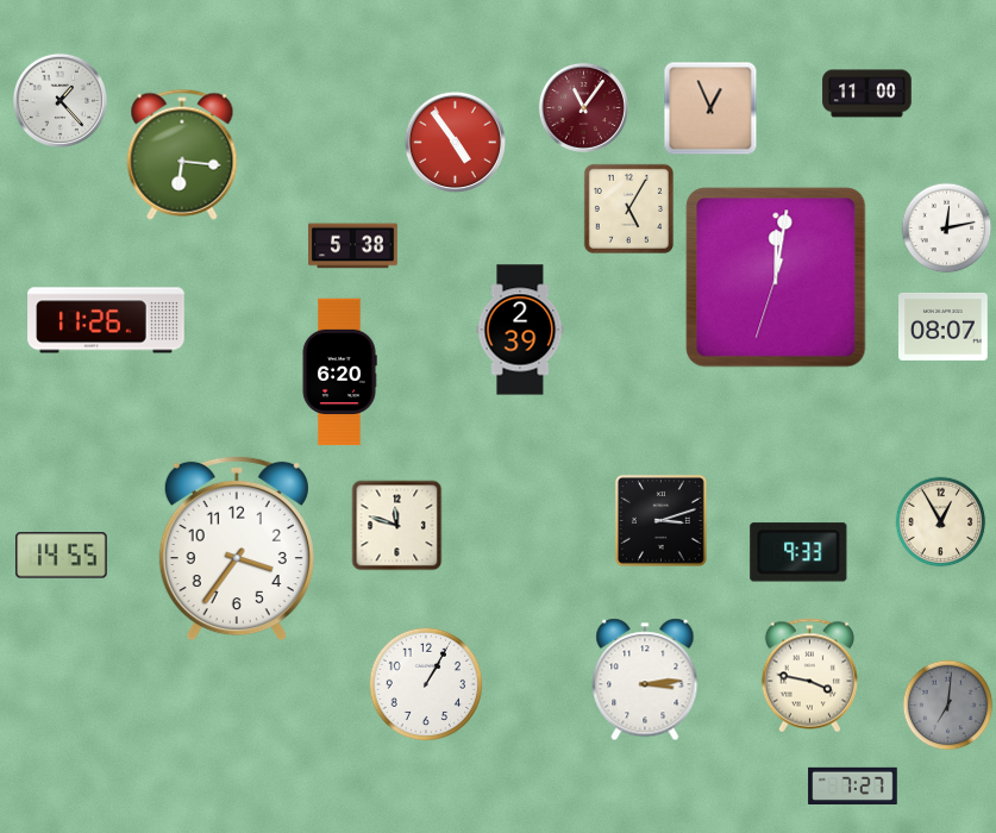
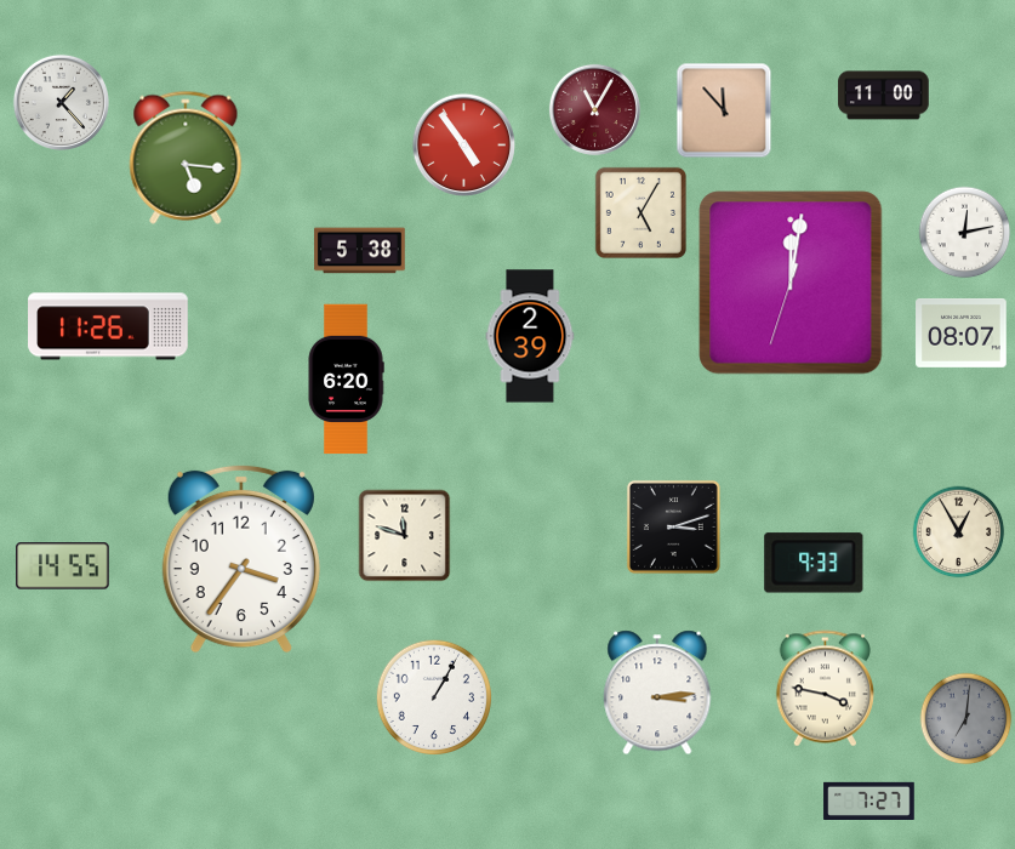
clock at (583, 107): 11:06 -> 11:05
clock at (710, 108): 12:56 -> 11:53
clock at (182, 155): 6:16 -> 5:16
clock at (660, 520) position: (660, 520) -> (673, 526)
